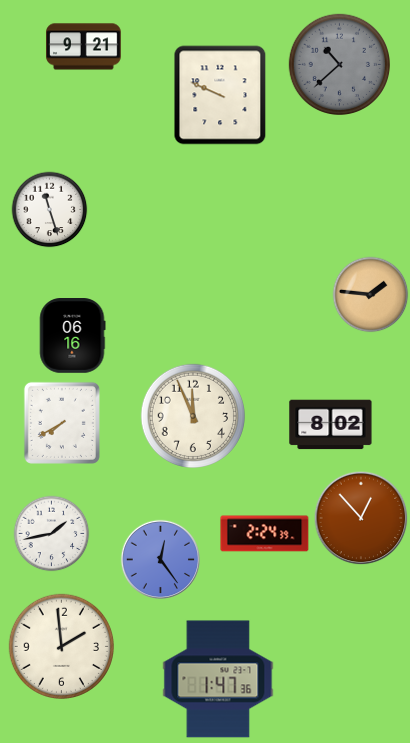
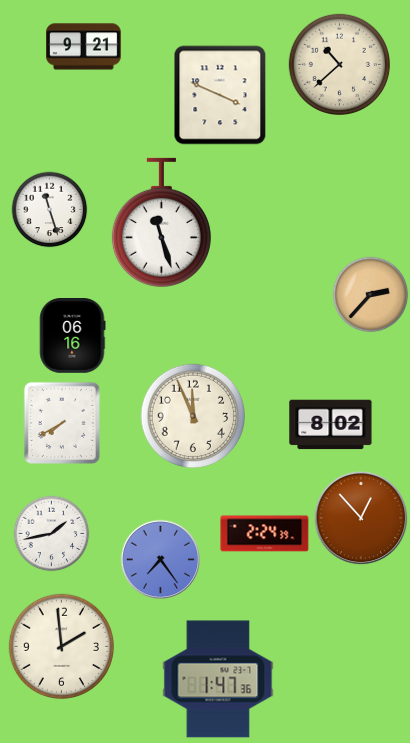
clock at (339, 64) dial: grey -> cream
clock at (220, 95): 9:49 -> 3:49
clock at (161, 222): none -> 11:27
clock at (371, 295): 1:46 -> 2:37
clock at (160, 559): 12:24 -> 7:24
